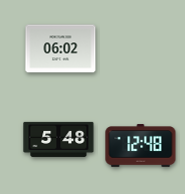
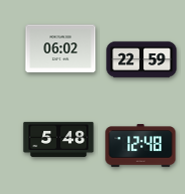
clock at (142, 60): none -> 22:59
